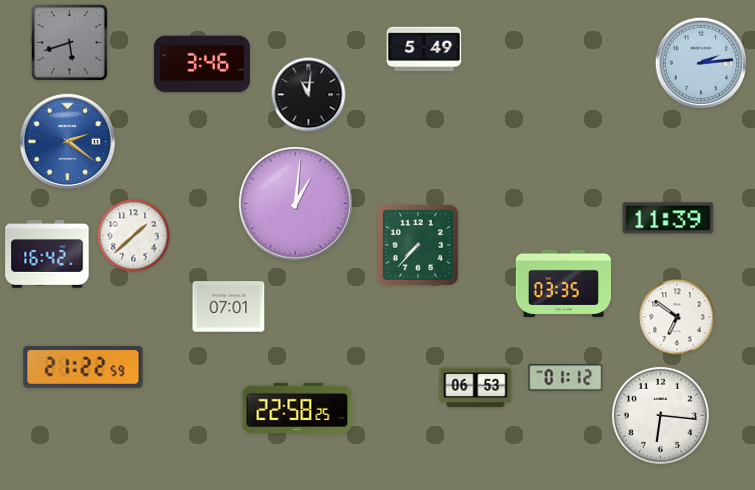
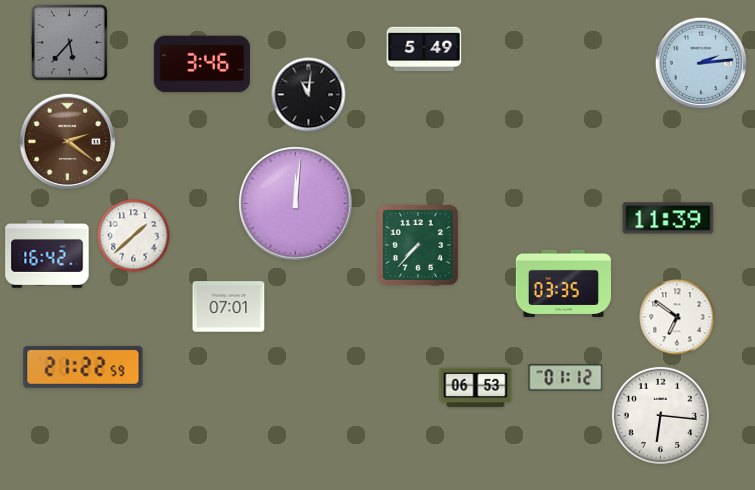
clock at (69, 42): 5:42 -> 5:37
clock at (67, 141) dial: blue -> brown
clock at (296, 204): 1:01 -> 12:01
clock at (297, 408): 22:58 -> none
